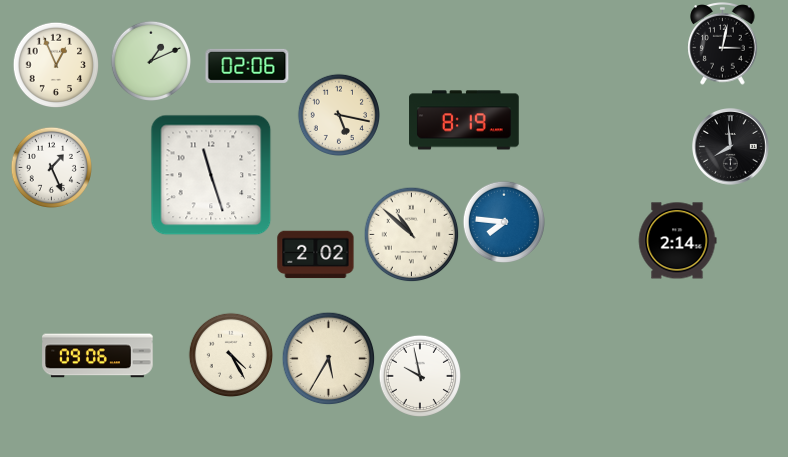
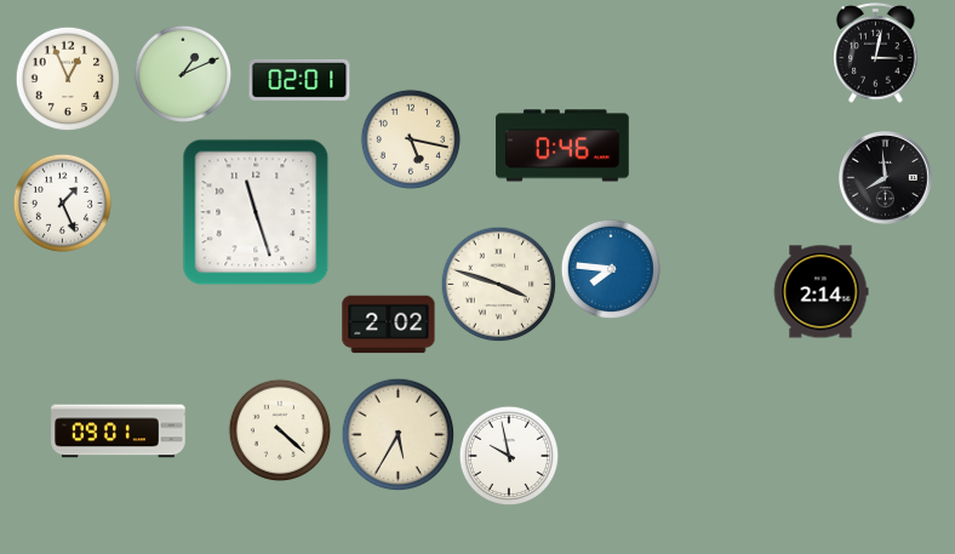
clock at (247, 66): 02:06 -> 02:01
clock at (464, 120): 8:19 -> 0:46
clock at (411, 234): 10:52 -> 3:48
clock at (316, 255) position: (316, 255) -> (389, 325)
clock at (230, 354): 4:25 -> 4:22
clock at (98, 356): 09:06 -> 09:01
